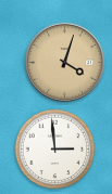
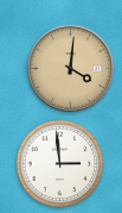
clock at (64, 62): 4:03 -> 4:01
